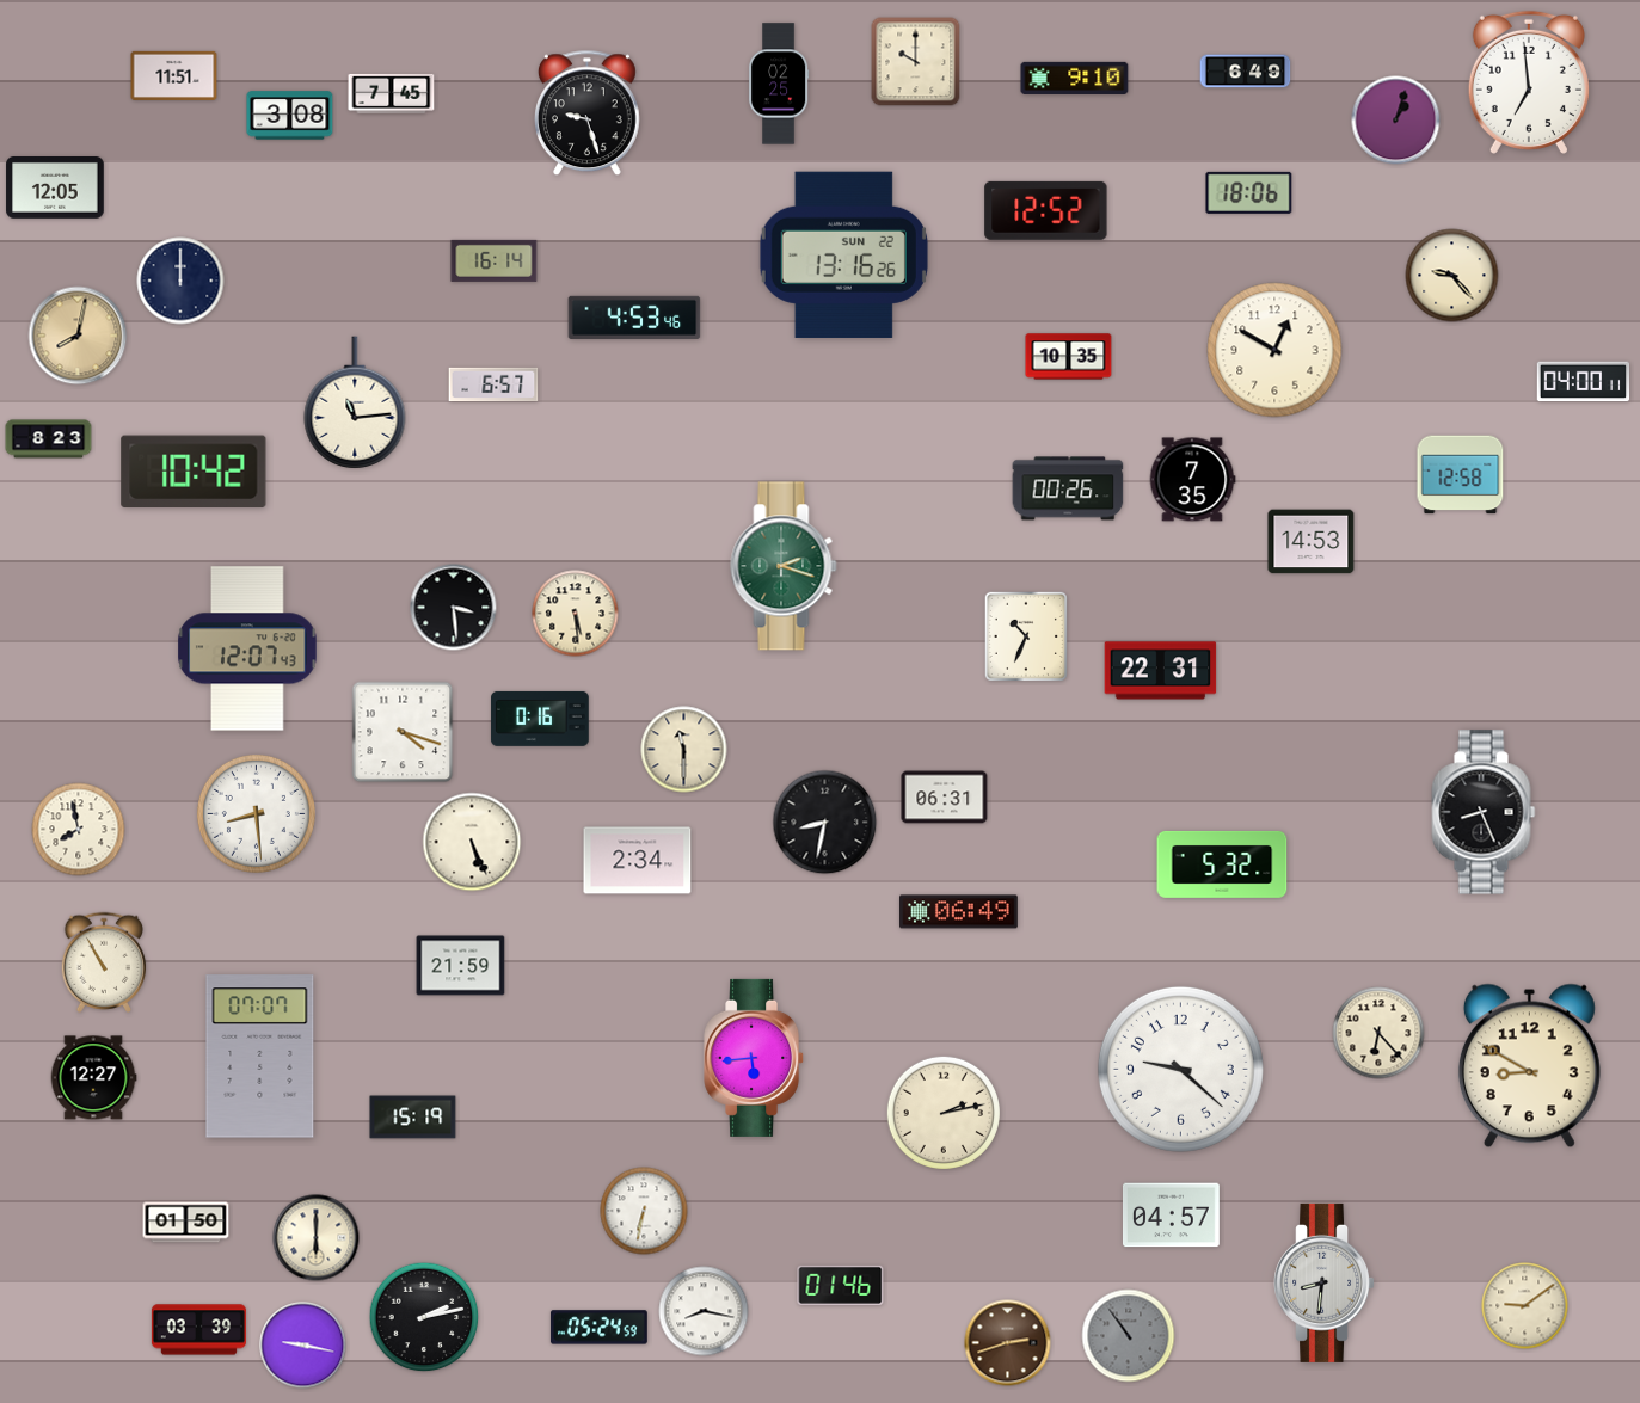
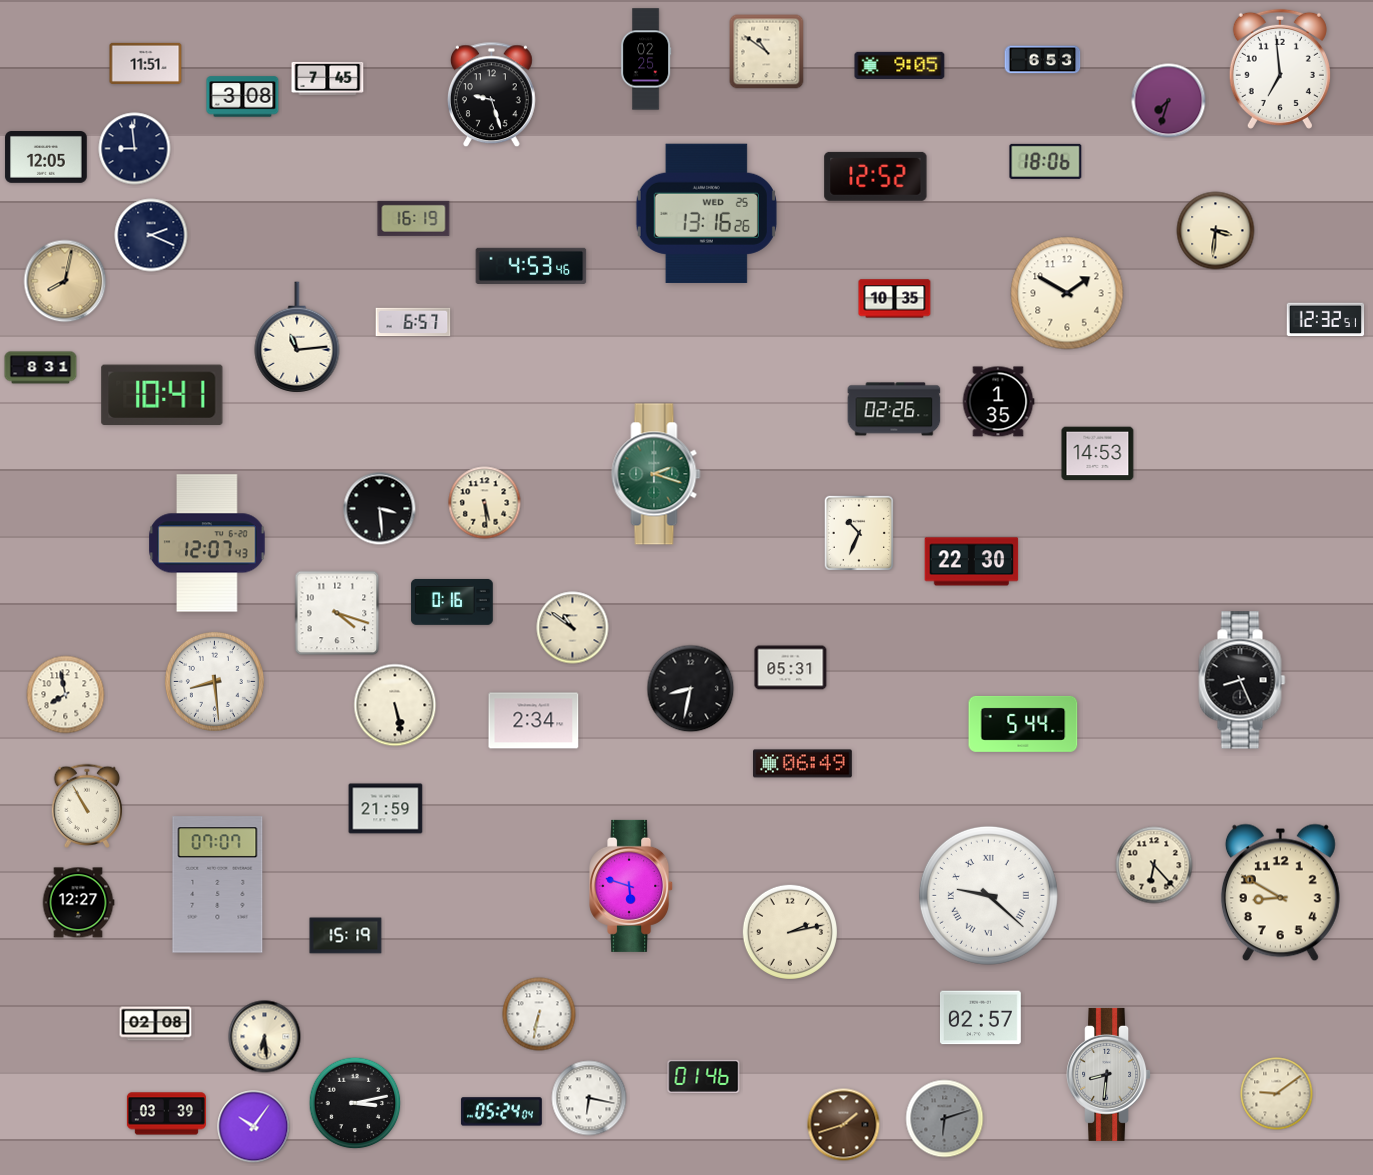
clock at (916, 62): 10:00 -> 10:51
clock at (1246, 72): 6:49 -> 6:53
clock at (1075, 78): 9:10 -> 9:05
clock at (779, 84) position: (779, 84) -> (646, 59)
clock at (1396, 121): 1:03 -> 7:33
clock at (135, 149): none -> 8:59
clock at (843, 254) date: SUN 22 -> WED 25
clock at (495, 260): 16:14 -> 16:19
clock at (1452, 276): 9:23 -> 3:31
clock at (180, 281): 12:00 -> 2:19
clock at (1274, 350): 12:50 -> 1:50
clock at (1584, 382): 04:00 -> 12:32
clock at (49, 439): 8:23 -> 8:31
clock at (194, 472): 10:42 -> 10:41
clock at (1461, 475): 12:58 -> none
clock at (1192, 480): 7:35 -> 1:35
clock at (1068, 488): 00:26 -> 02:26
clock at (576, 614) position: (576, 614) -> (485, 503)
clock at (1161, 671): 22:31 -> 22:30
clock at (684, 750): 11:30 -> 10:51
clock at (945, 798): 06:31 -> 05:31
clock at (472, 842): 5:26 -> 5:28
clock at (1222, 864): 5:32 -> 5:44
clock at (755, 1058): 5:44 -> 5:48
clock at (1180, 1069) numerals: Arabic -> Roman
clock at (1171, 1216): 04:57 -> 02:57
clock at (186, 1223): 01:50 -> 02:08
clock at (317, 1238): 6:00 -> 6:29
clock at (704, 1311): 8:17 -> 6:17
clock at (424, 1317): 2:13 -> 3:13
clock at (598, 1328): 05:24:59 -> 05:24:04
clock at (1129, 1336): 10:54 -> 6:12
clock at (1008, 1343): 2:42 -> 1:42
clock at (303, 1346): 9:17 -> 10:06
